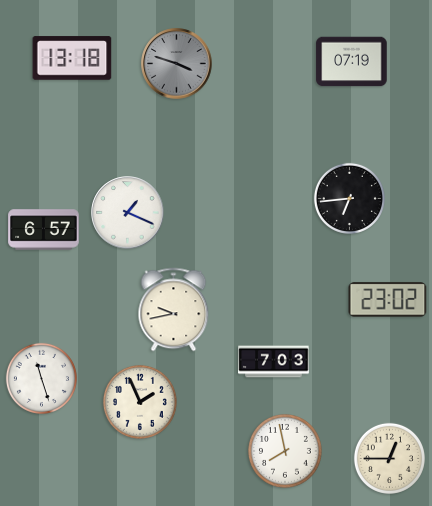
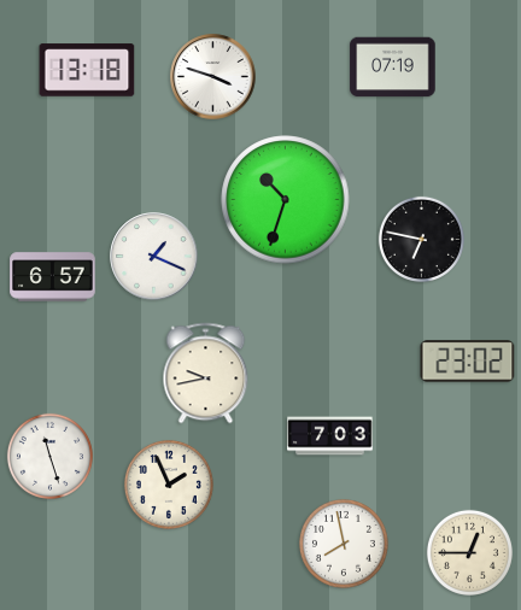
clock at (352, 62) position: (352, 62) -> (393, 68)
clock at (177, 64) dial: grey -> white
clock at (286, 200): none -> 10:33
clock at (349, 198): 6:44 -> 6:47
clock at (174, 310) position: (174, 310) -> (206, 374)
